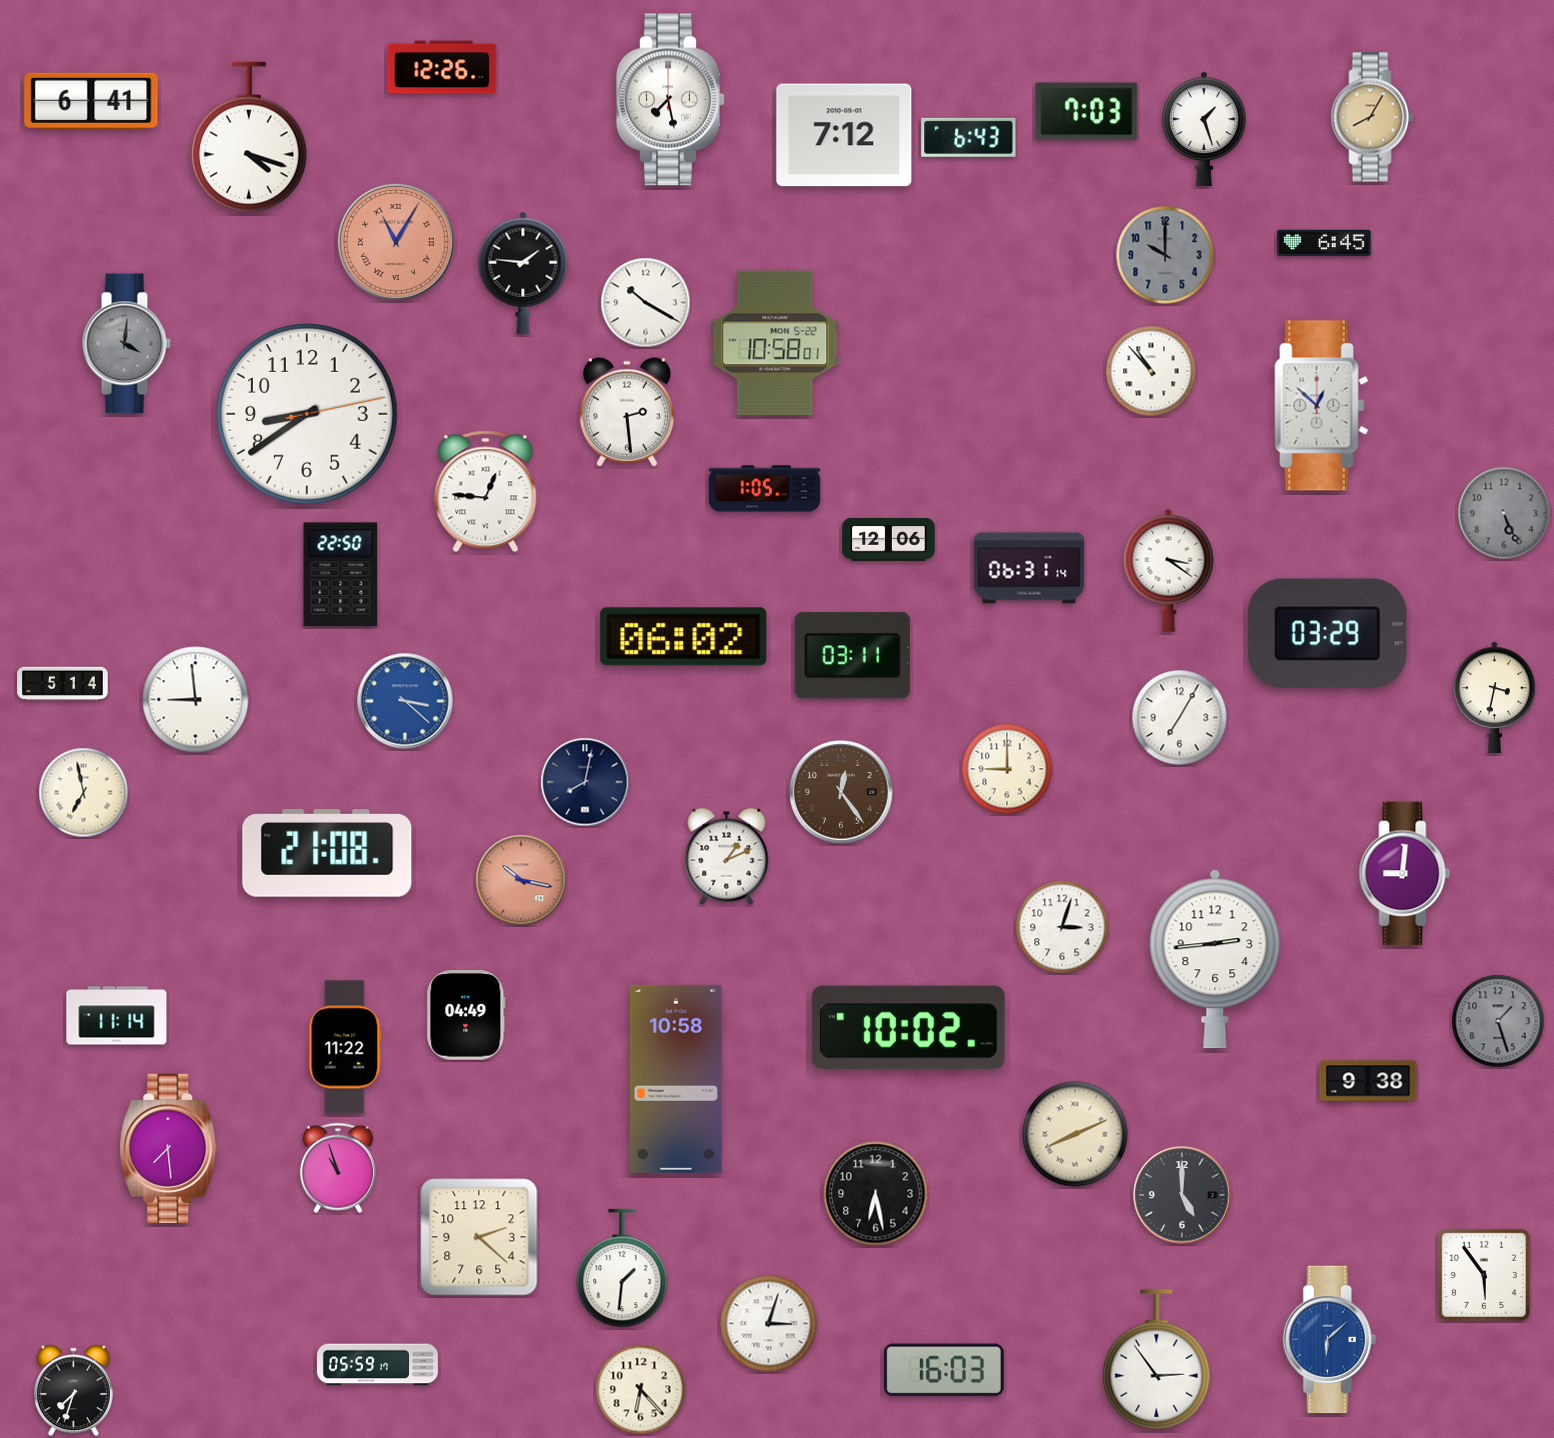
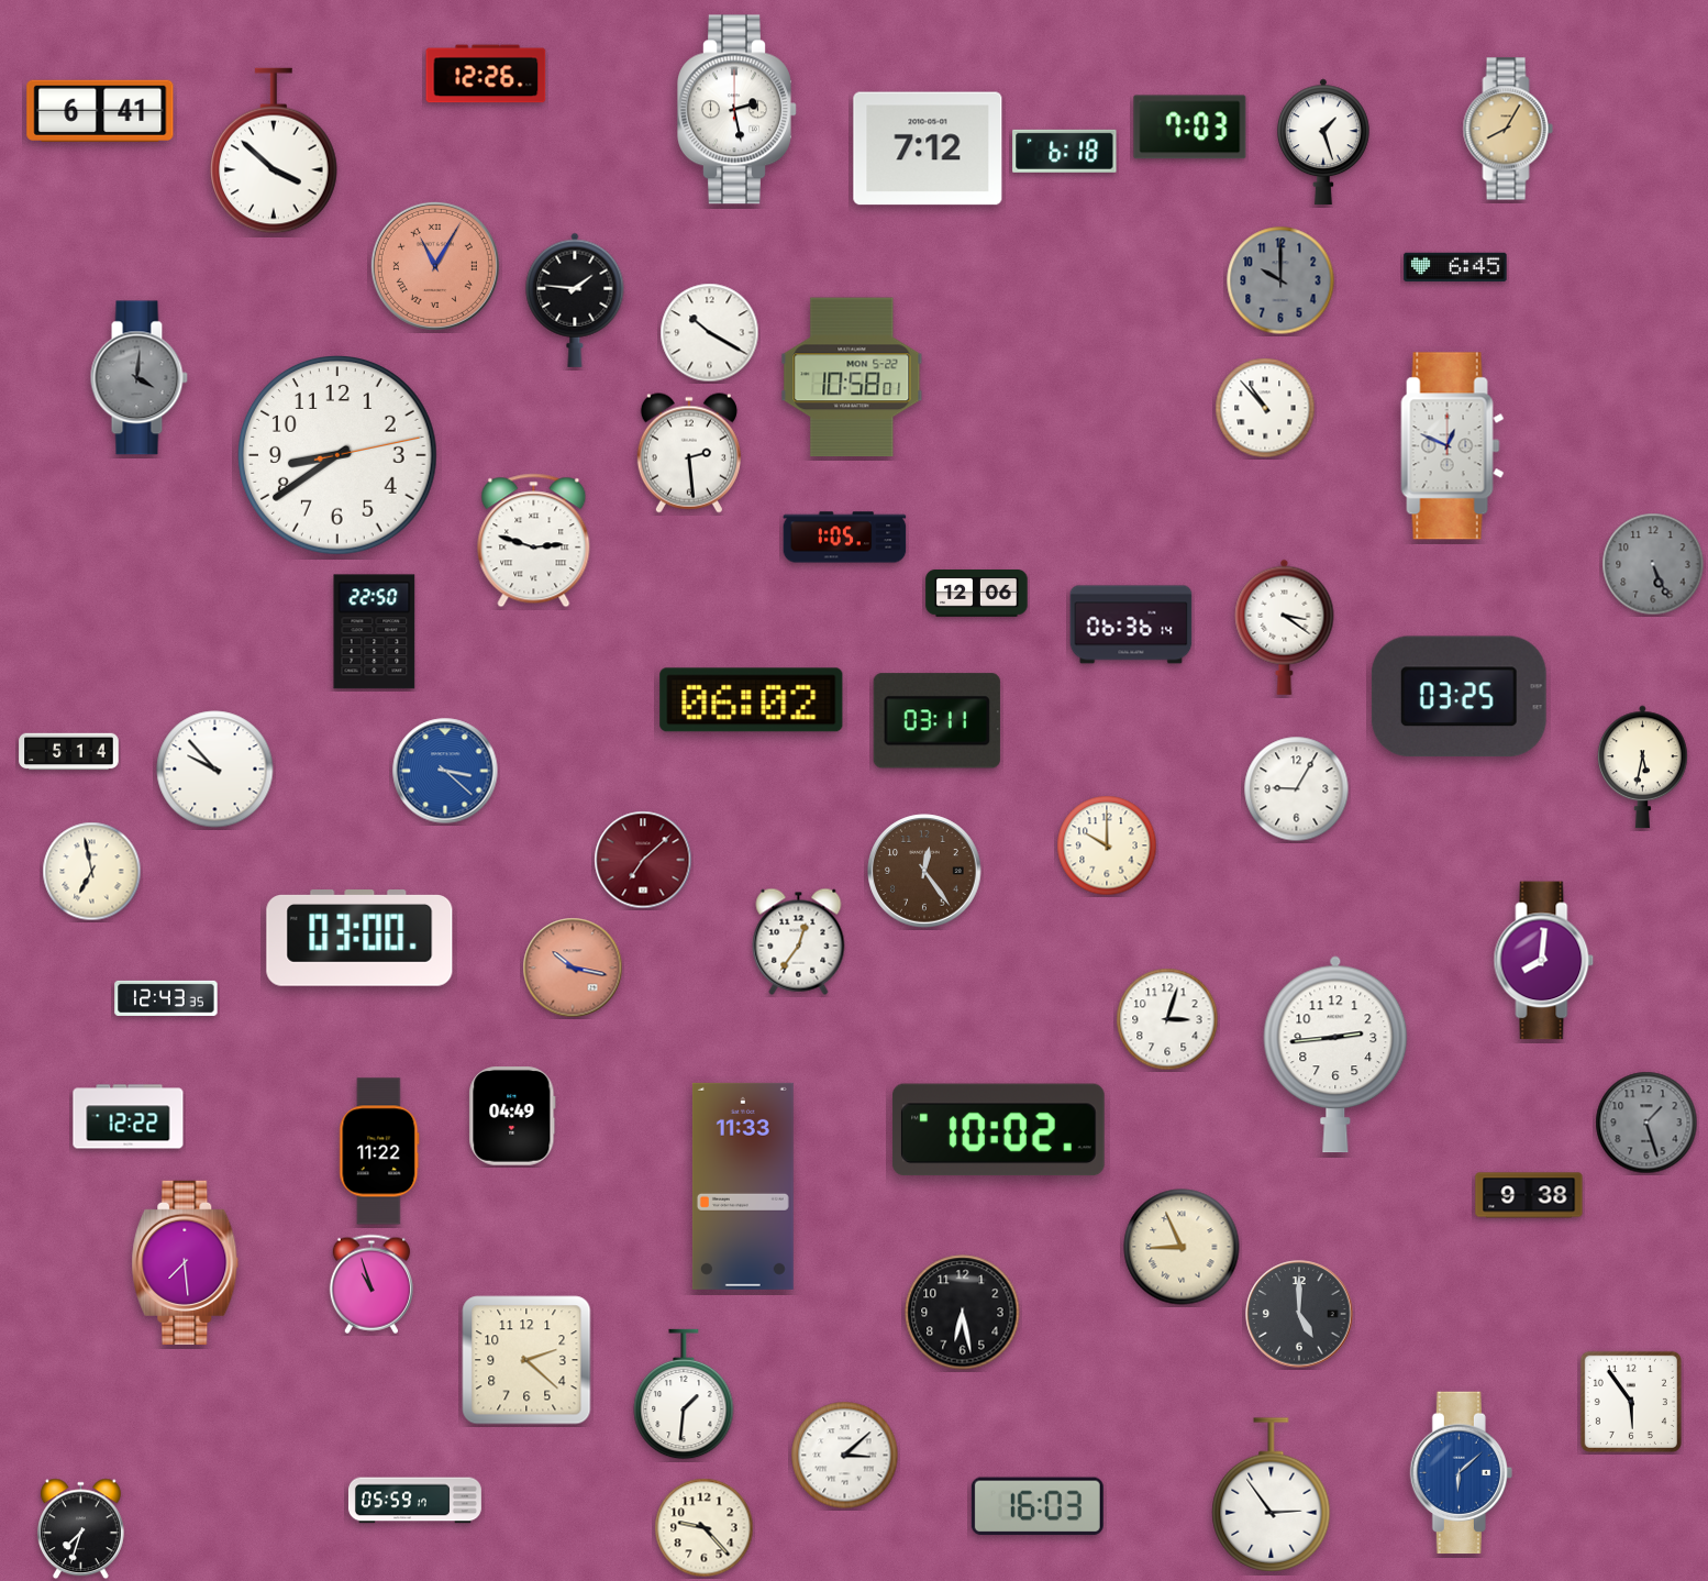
clock at (671, 100): 7:28 -> 2:28
clock at (1087, 112) position: (1087, 112) -> (1190, 128)
clock at (249, 137): 4:18 -> 3:52
clock at (969, 137): 6:43 -> 6:18
clock at (1322, 406): 12:52 -> 12:49
clock at (765, 489) position: (765, 489) -> (845, 538)
clock at (486, 492): 12:46 -> 2:48
clock at (1029, 568): 06:31 -> 06:36
clock at (1327, 634): 03:29 -> 03:25
clock at (1494, 698): 3:32 -> 5:32
clock at (196, 700): 8:59 -> 9:53
clock at (1180, 718): 7:05 -> 9:05
clock at (1007, 769): 9:00 -> 10:00
clock at (585, 782): 8:02 -> 7:08
clock at (585, 782) dial: navy -> burgundy
clock at (327, 853): 21:08 -> 03:00
clock at (727, 856): 1:11 -> 12:36
clock at (1405, 874): 9:01 -> 8:01
clock at (166, 998): none -> 12:43
clock at (117, 1016): 11:14 -> 12:22
clock at (676, 1079): 10:58 -> 11:33
clock at (1368, 1081) position: (1368, 1081) -> (1529, 1195)
clock at (1075, 1134): 8:11 -> 8:56
clock at (769, 1324): 3:03 -> 3:08
clock at (641, 1390): 6:23 -> 9:23
